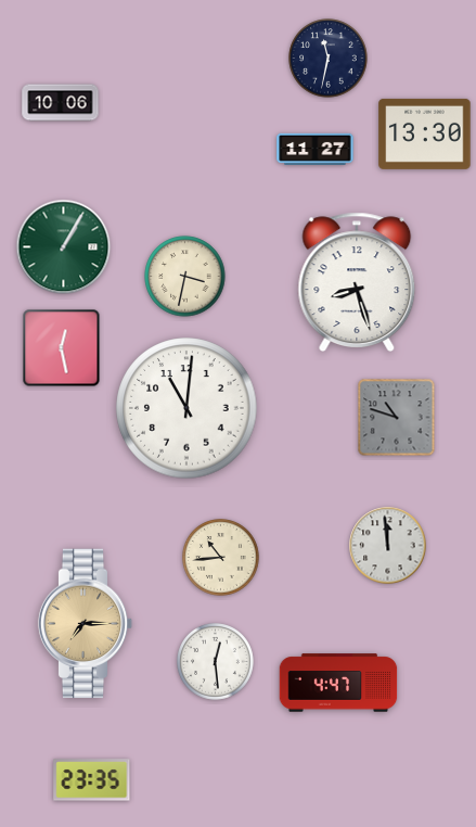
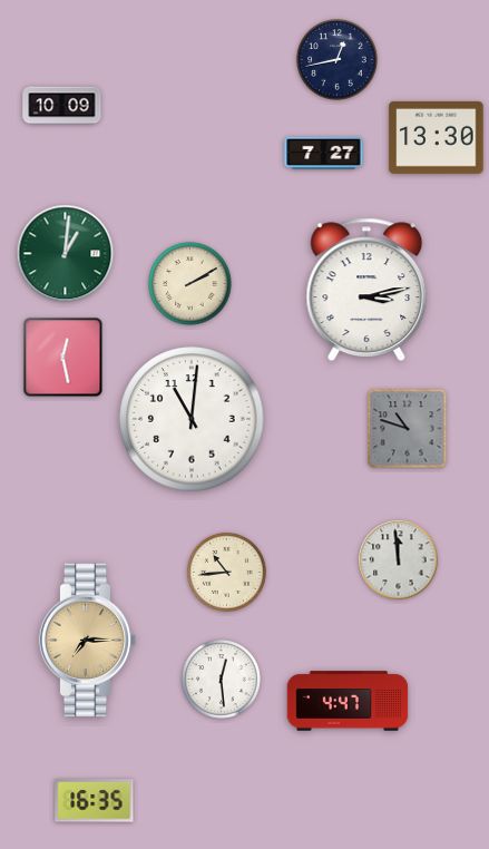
clock at (329, 59): 11:32 -> 12:43
clock at (61, 103): 10:06 -> 10:09
clock at (316, 149): 11:27 -> 7:27
clock at (64, 247): 1:05 -> 1:01
clock at (185, 277): 3:32 -> 2:10
clock at (357, 282): 8:27 -> 3:13
clock at (92, 780): 23:35 -> 16:35
